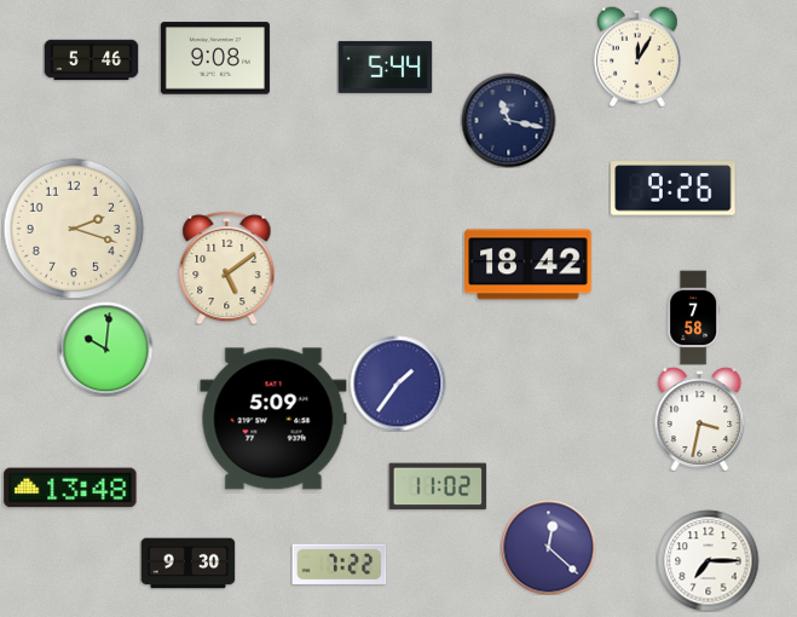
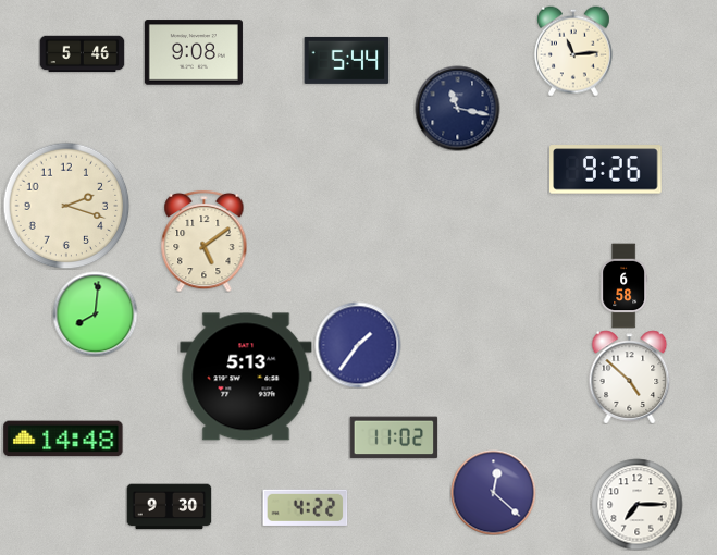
clock at (637, 57): 12:05 -> 11:14
clock at (529, 265): 18:42 -> none
clock at (694, 317): 7:58 -> 6:58
clock at (105, 348): 10:01 -> 8:01
clock at (273, 419): 5:09 -> 5:13
clock at (700, 419): 3:32 -> 4:52
clock at (70, 488): 13:48 -> 14:48
clock at (339, 564): 7:22 -> 4:22
